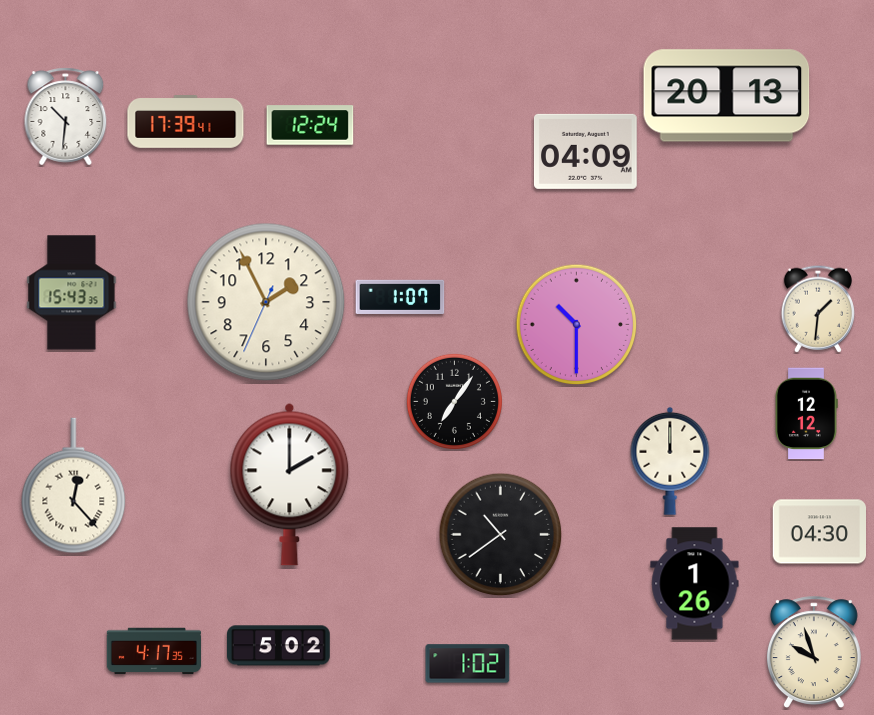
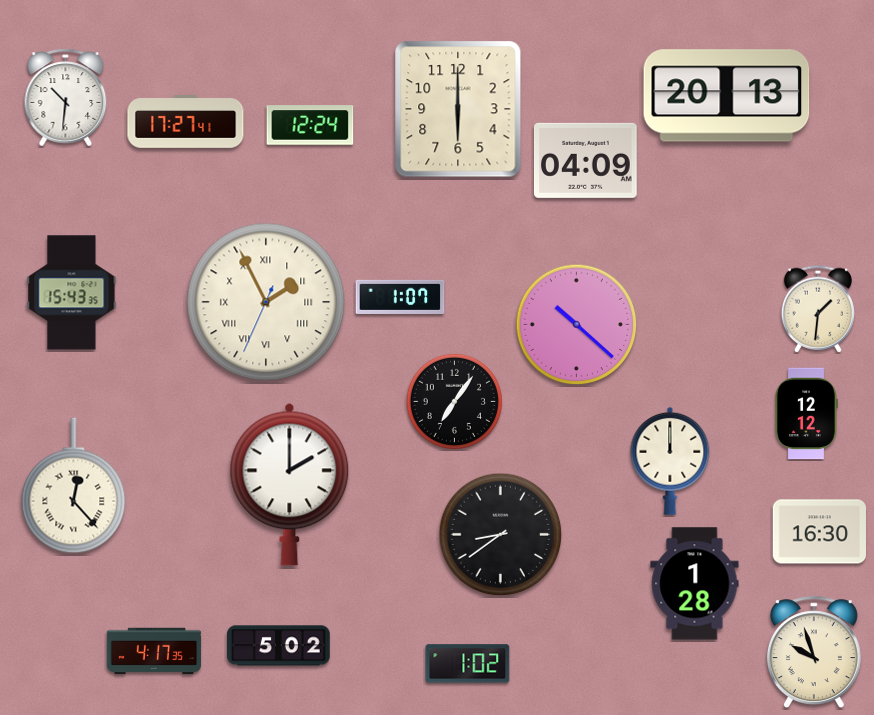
clock at (458, 109): none -> 6:00
clock at (66, 117) position: (66, 117) -> (66, 98)
clock at (186, 122): 17:39 -> 17:27
clock at (586, 151) position: (586, 151) -> (586, 160)
clock at (266, 302) numerals: Arabic -> Roman
clock at (577, 325): 10:30 -> 10:22
clock at (820, 532): 04:30 -> 16:30
clock at (501, 535): 10:39 -> 8:39
clock at (695, 584): 1:26 -> 1:28
